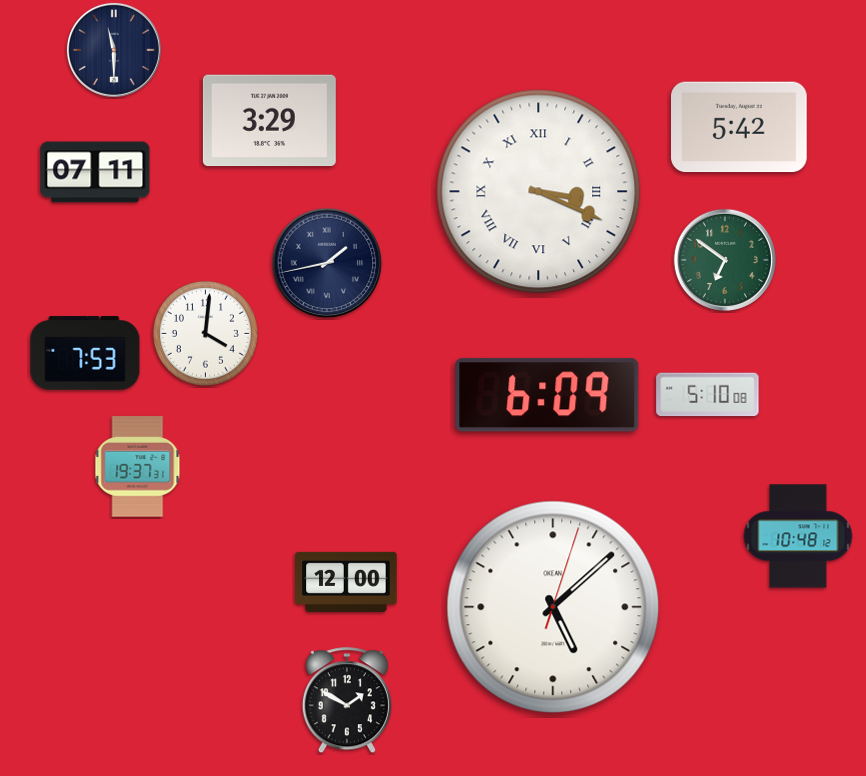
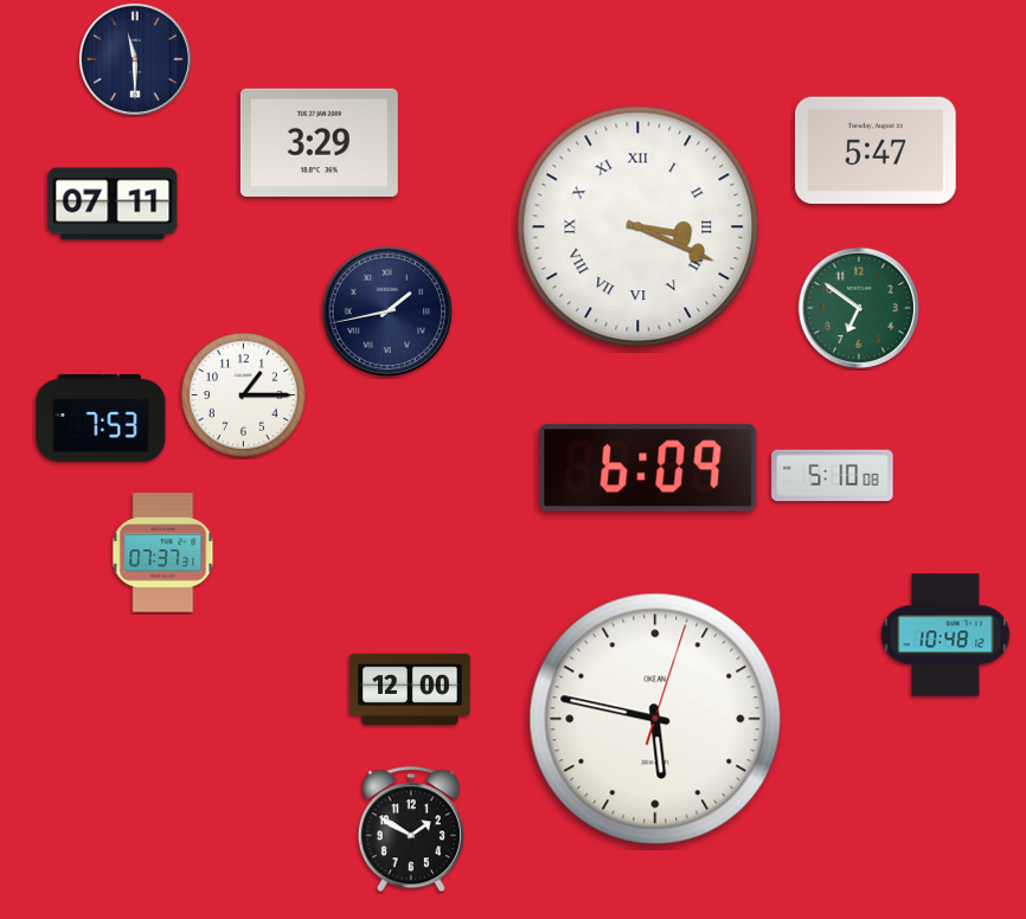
clock at (740, 127): 5:42 -> 5:47
clock at (205, 333): 4:01 -> 1:15
clock at (708, 395) position: (708, 395) -> (833, 476)
clock at (138, 467): 19:37 -> 07:37
clock at (553, 607): 5:08 -> 5:47
